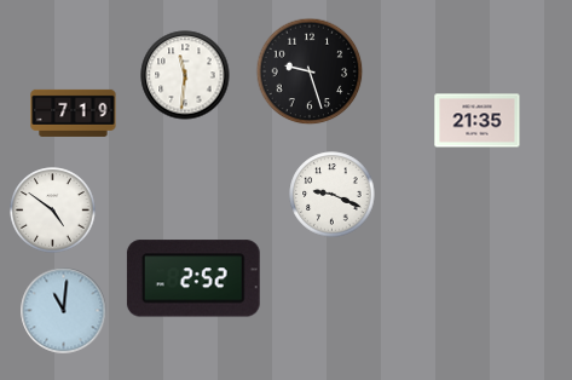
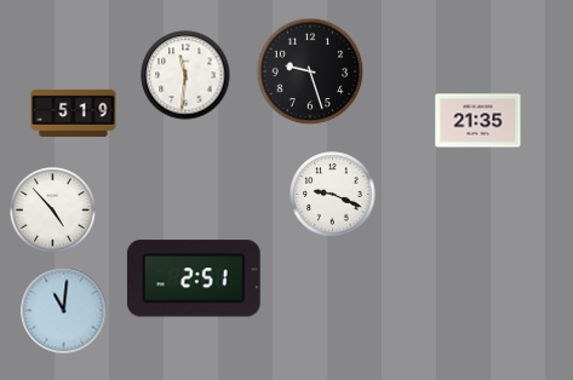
clock at (74, 113): 7:19 -> 5:19
clock at (53, 211): 4:51 -> 4:53
clock at (193, 278): 2:52 -> 2:51
